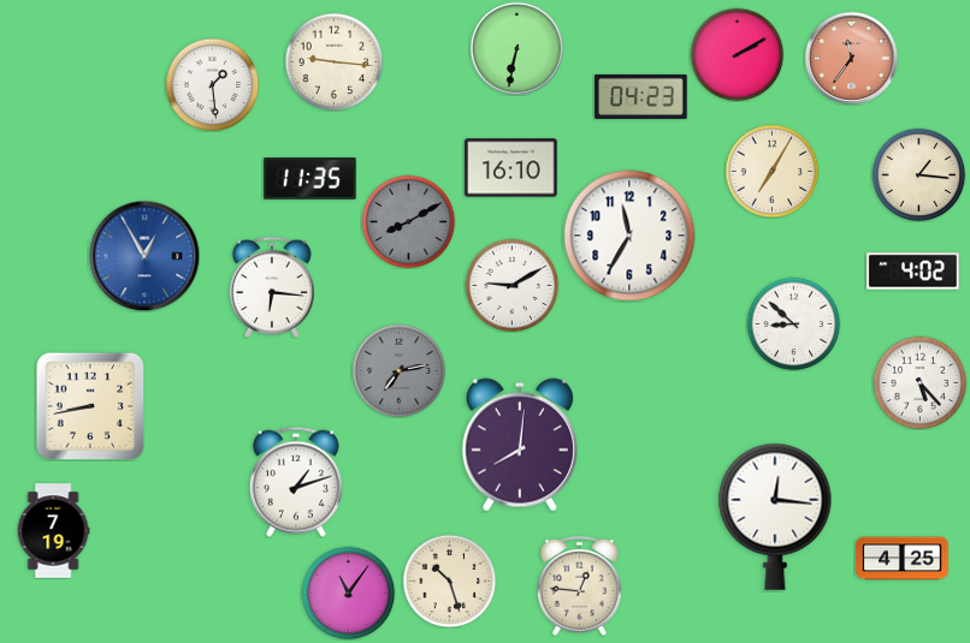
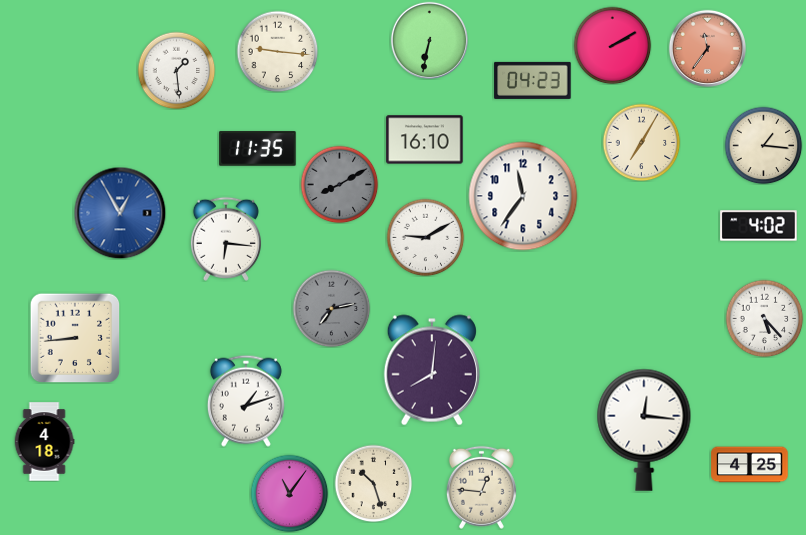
clock at (629, 236): 11:35 -> 11:36
clock at (793, 323): 8:52 -> none
clock at (90, 406): 8:43 -> 8:44
clock at (53, 531): 7:19 -> 4:18
